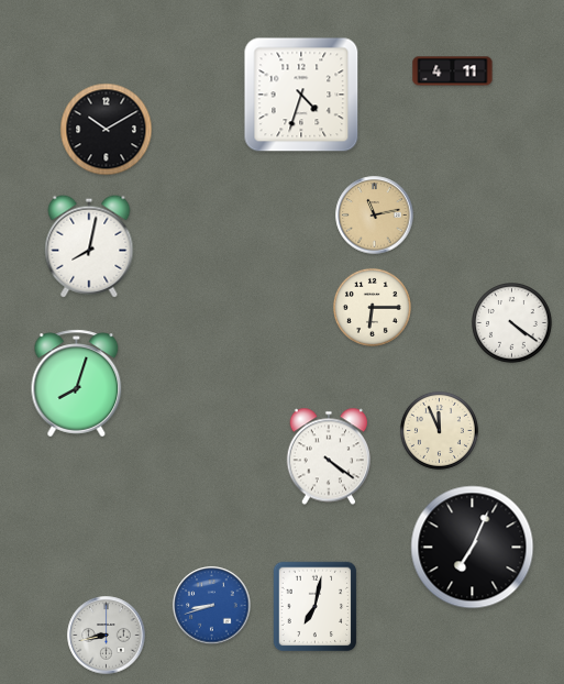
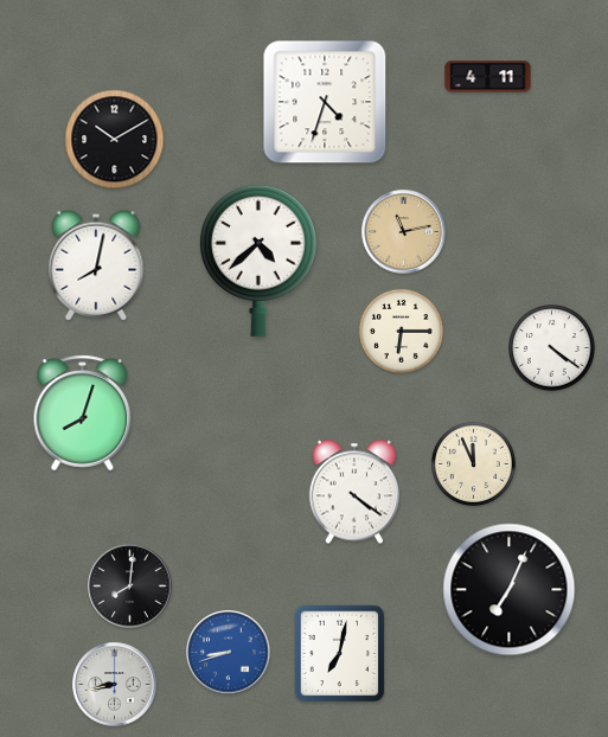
clock at (258, 259): none -> 4:38
clock at (130, 587): none -> 8:01
